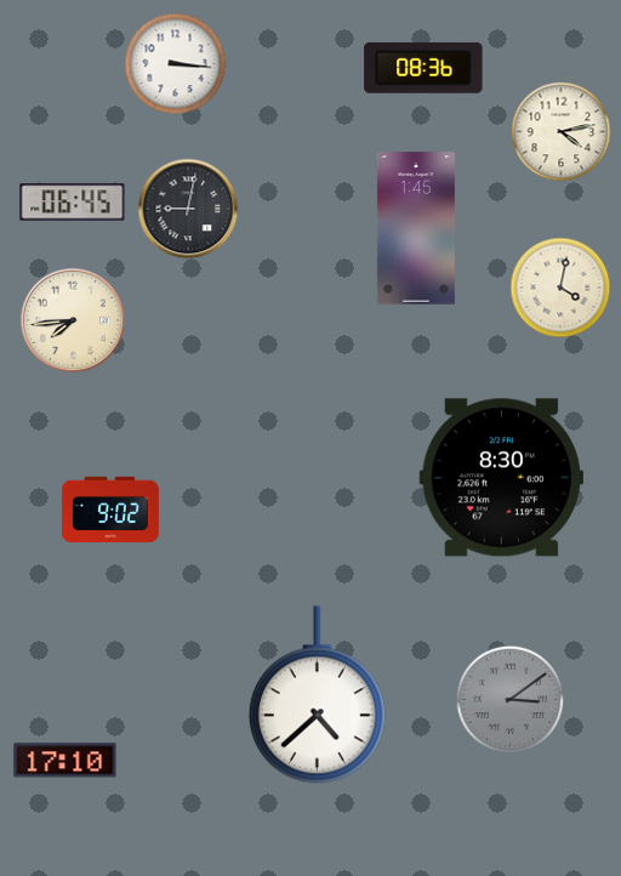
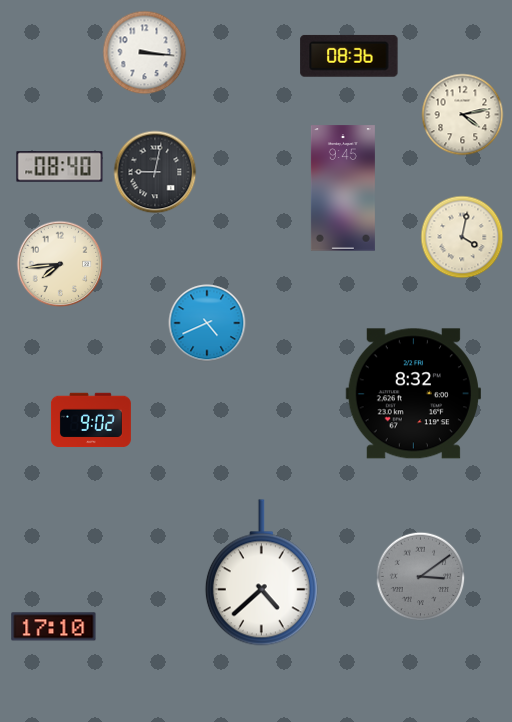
clock at (562, 132) position: (562, 132) -> (463, 115)
clock at (73, 203): 06:45 -> 08:40
clock at (416, 228): 1:45 -> 9:45
clock at (207, 323): none -> 4:41
clock at (501, 478): 8:30 -> 8:32
